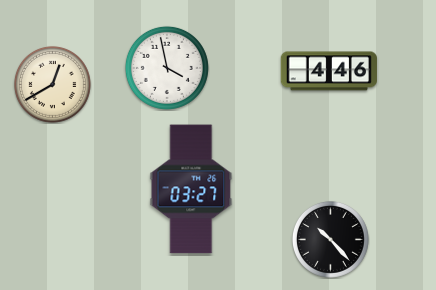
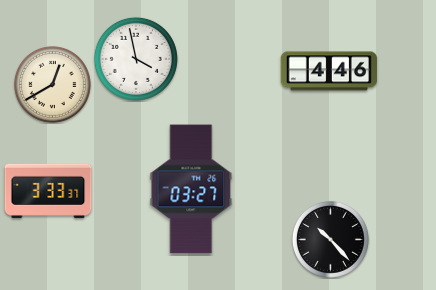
clock at (167, 68) position: (167, 68) -> (136, 59)
clock at (48, 191): none -> 3:33
